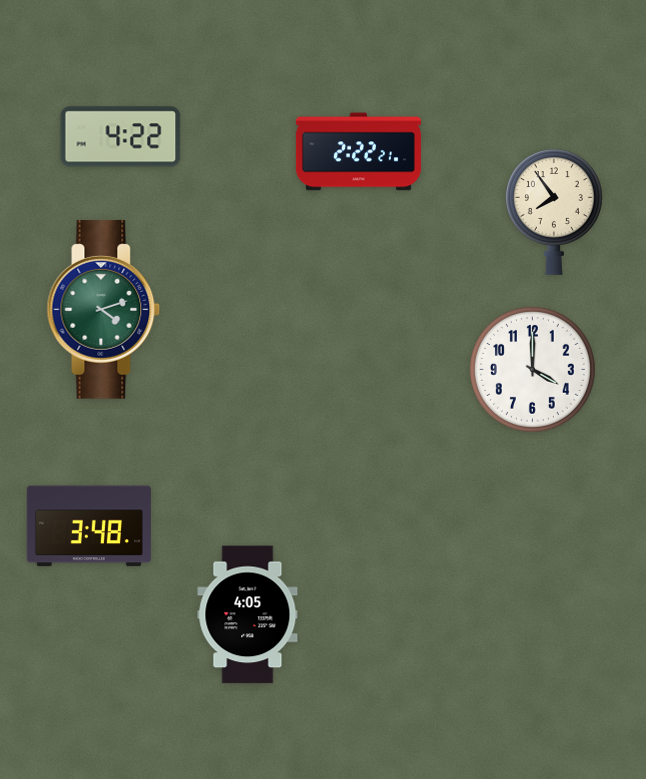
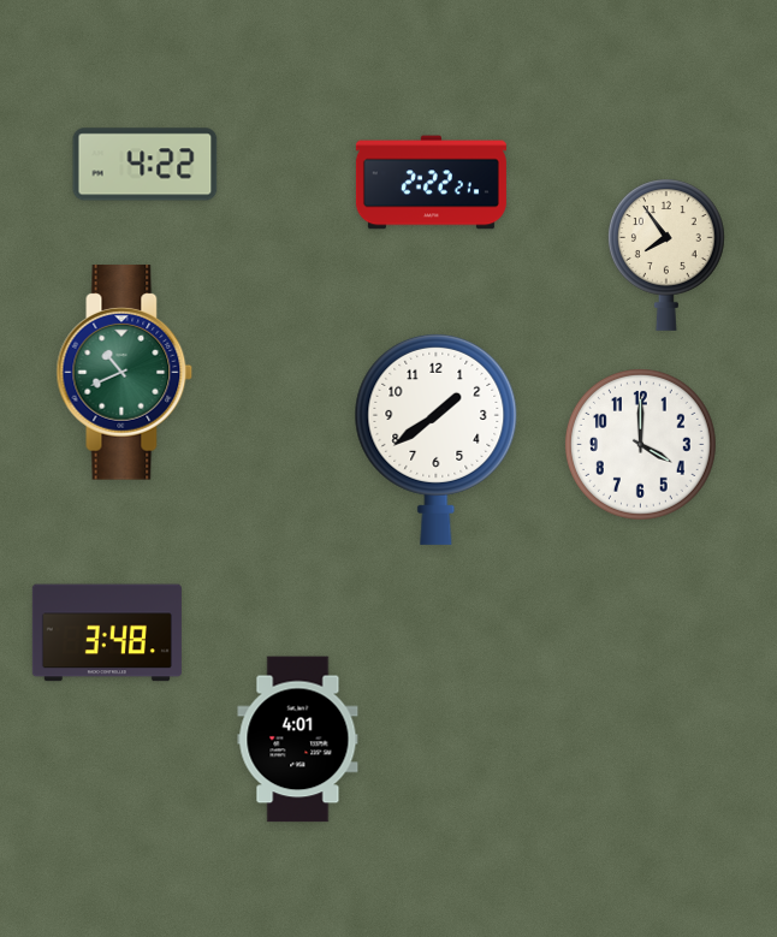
clock at (104, 310): 4:12 -> 10:41
clock at (437, 439): none -> 1:39
clock at (248, 615): 4:05 -> 4:01
